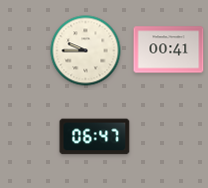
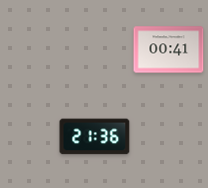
clock at (86, 51): 9:45 -> none
clock at (95, 137): 06:47 -> 21:36
